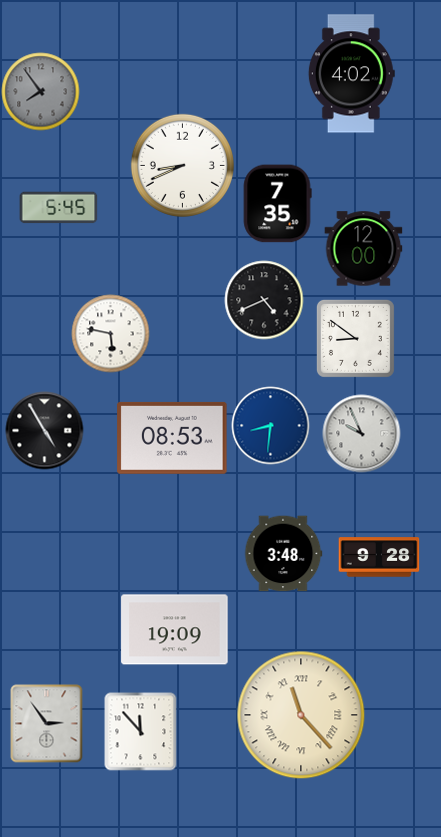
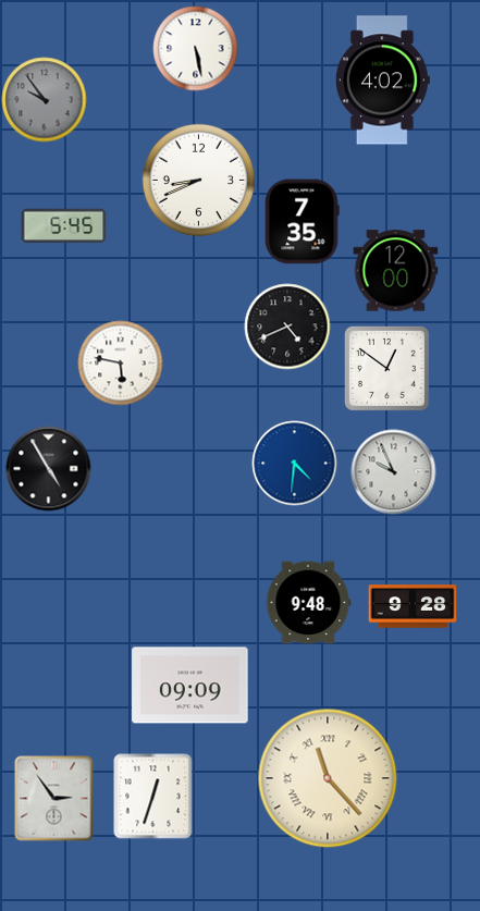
clock at (195, 48): none -> 5:28
clock at (40, 91): 7:54 -> 9:54
clock at (355, 338): 8:51 -> 12:51
clock at (270, 425): 8:31 -> 4:31
clock at (172, 438): 08:53 -> none
clock at (283, 554): 3:48 -> 9:48
clock at (175, 630): 19:09 -> 09:09
clock at (47, 723) position: (47, 723) -> (54, 798)
clock at (141, 731): 11:53 -> 12:33
